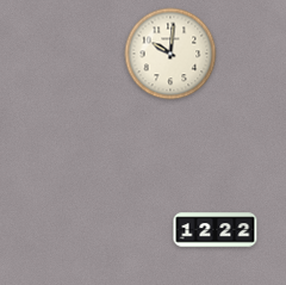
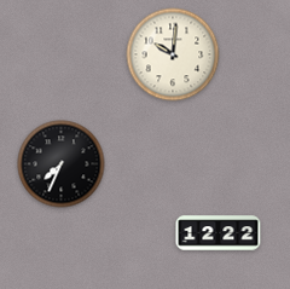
clock at (62, 164): none -> 7:34
